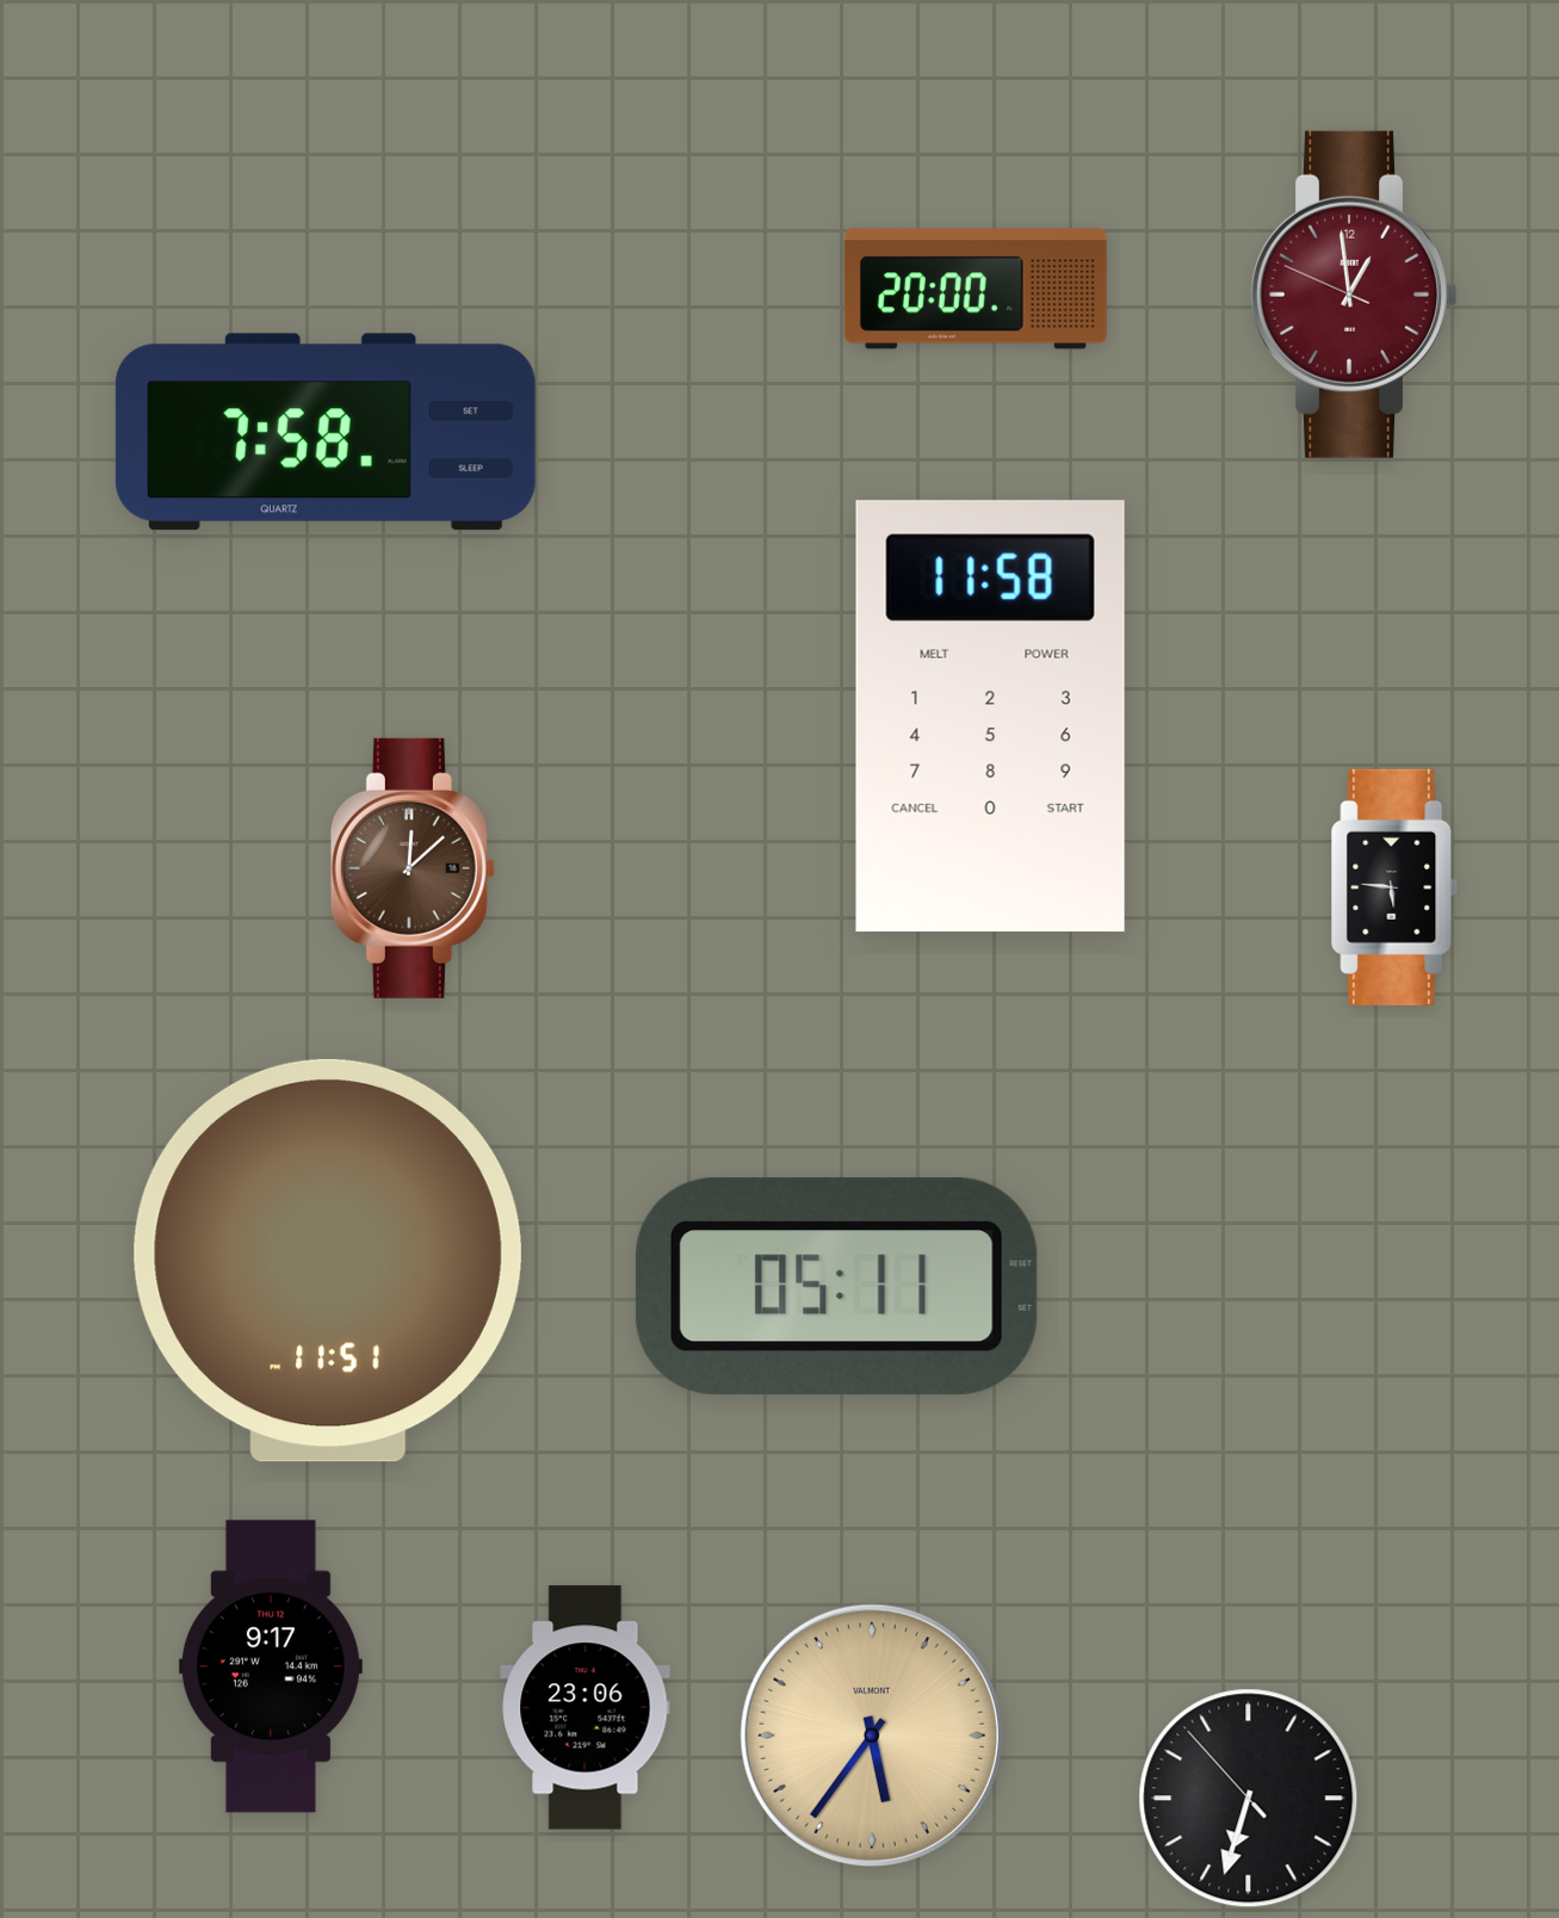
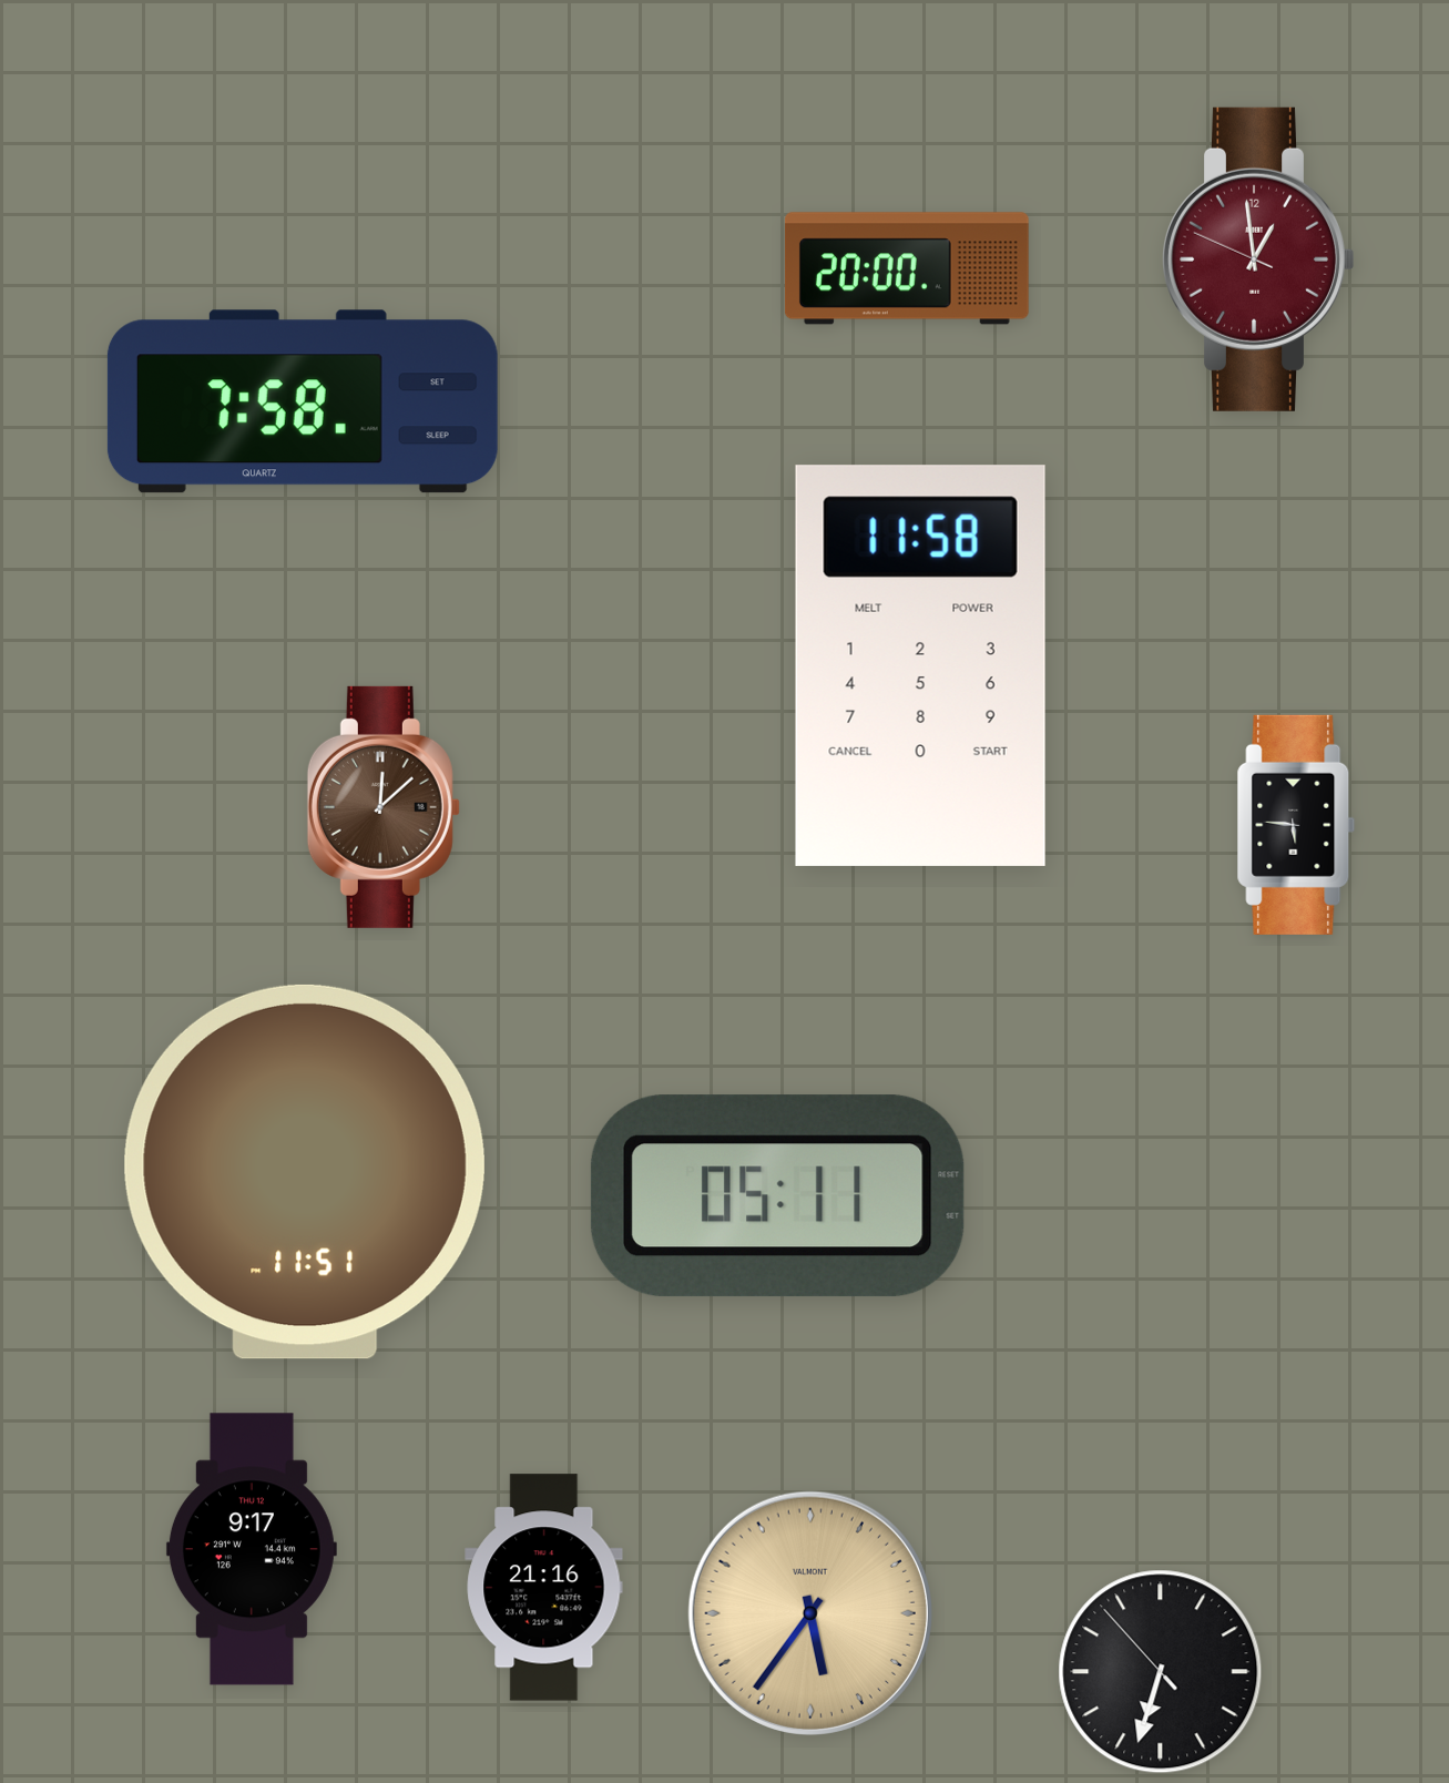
clock at (1354, 295) position: (1354, 295) -> (1258, 259)
clock at (586, 1708): 23:06 -> 21:16
